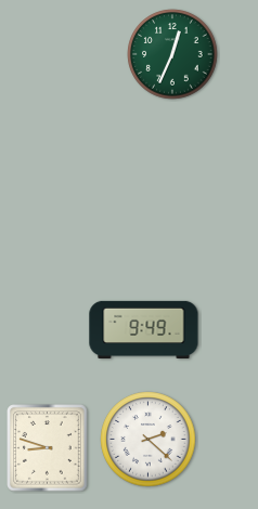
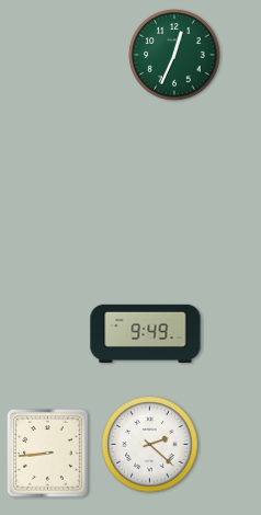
clock at (48, 448): 8:48 -> 8:44
